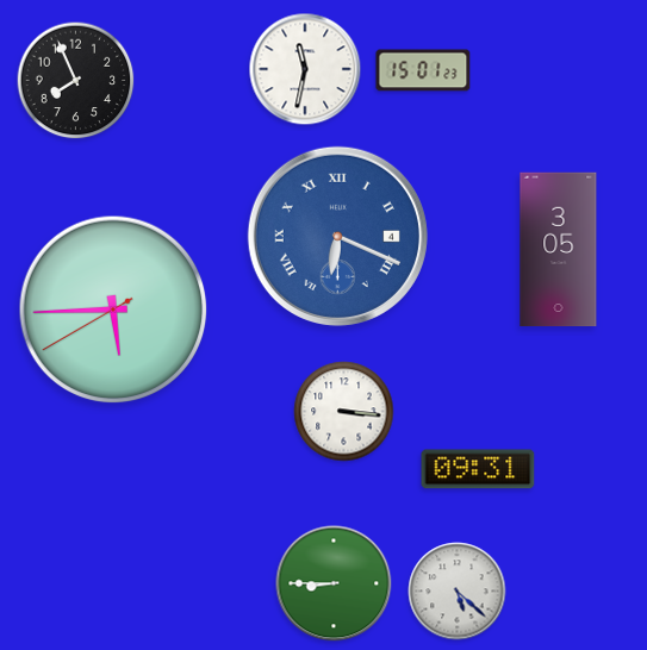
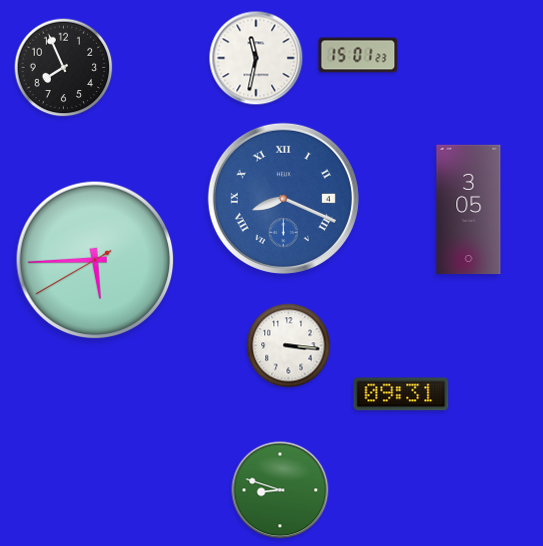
clock at (423, 70) position: (423, 70) -> (358, 55)
clock at (337, 236): 6:19 -> 8:19
clock at (334, 583): 8:45 -> 8:48
clock at (458, 592): 5:22 -> none
